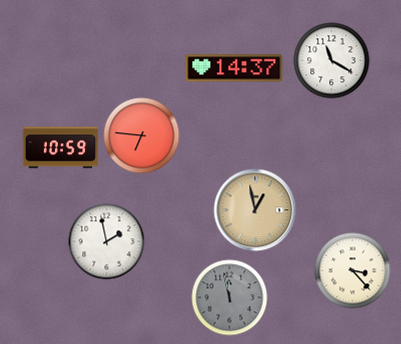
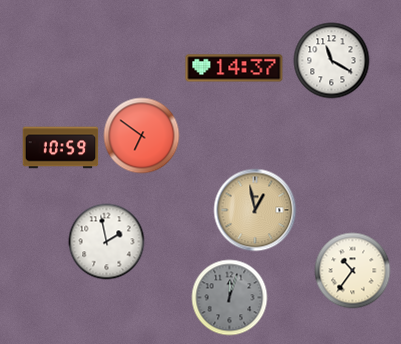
clock at (142, 136): 6:46 -> 6:51
clock at (353, 271): 3:23 -> 10:36
clock at (230, 298): 11:58 -> 12:03
